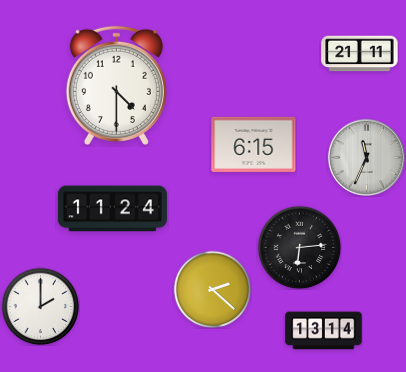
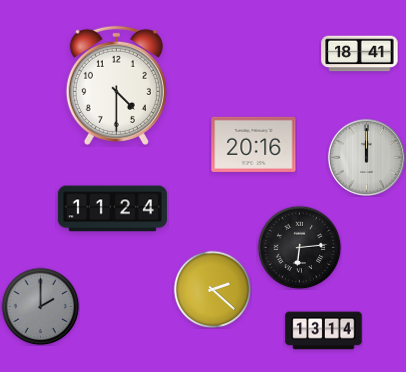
clock at (360, 54): 21:11 -> 18:41
clock at (254, 144): 6:15 -> 20:16
clock at (366, 157): 11:34 -> 12:00
clock at (40, 306) dial: white -> grey
